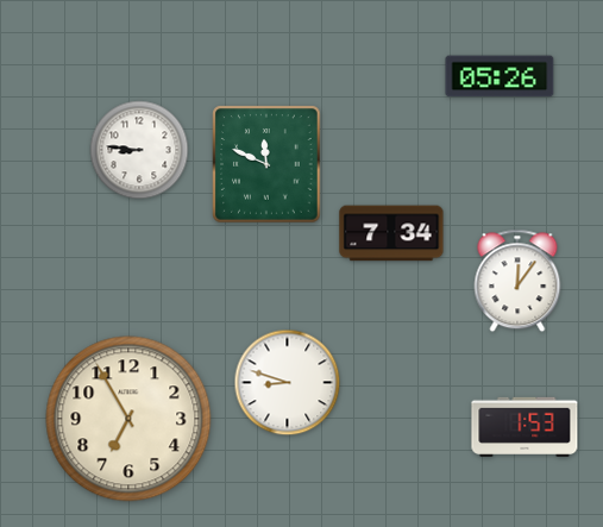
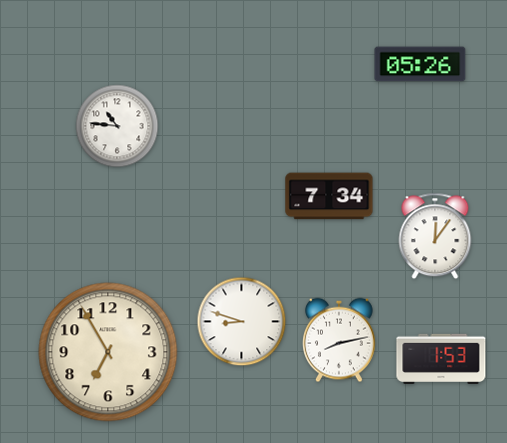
clock at (139, 150): 8:46 -> 10:46
clock at (266, 164): 11:49 -> none
clock at (340, 340): none -> 8:13
